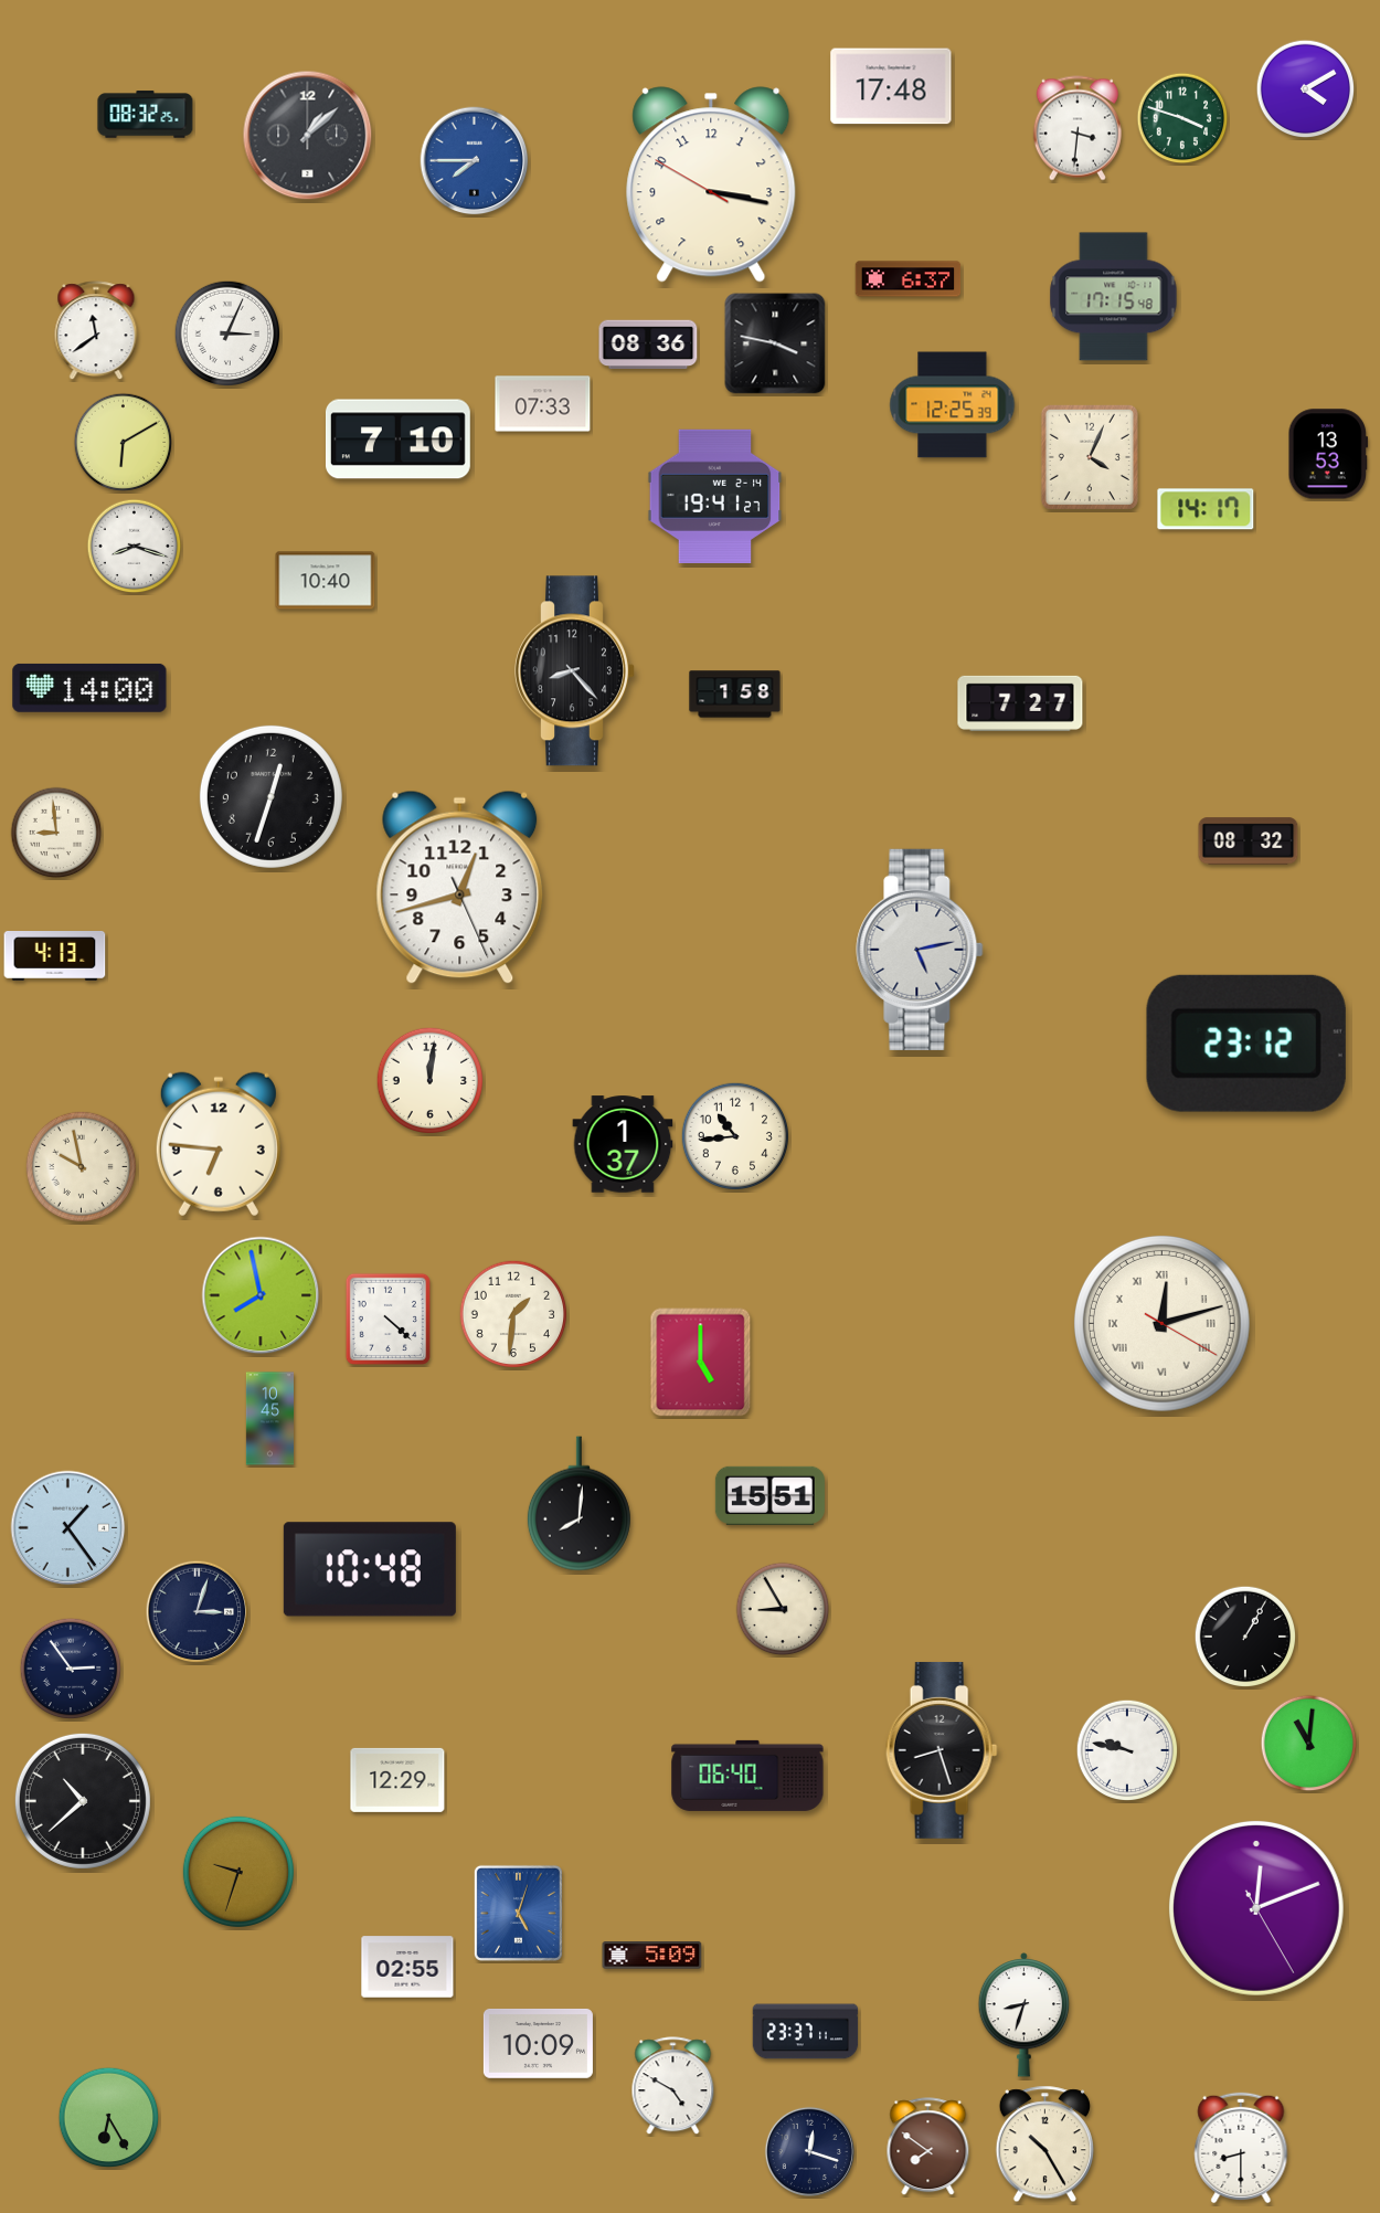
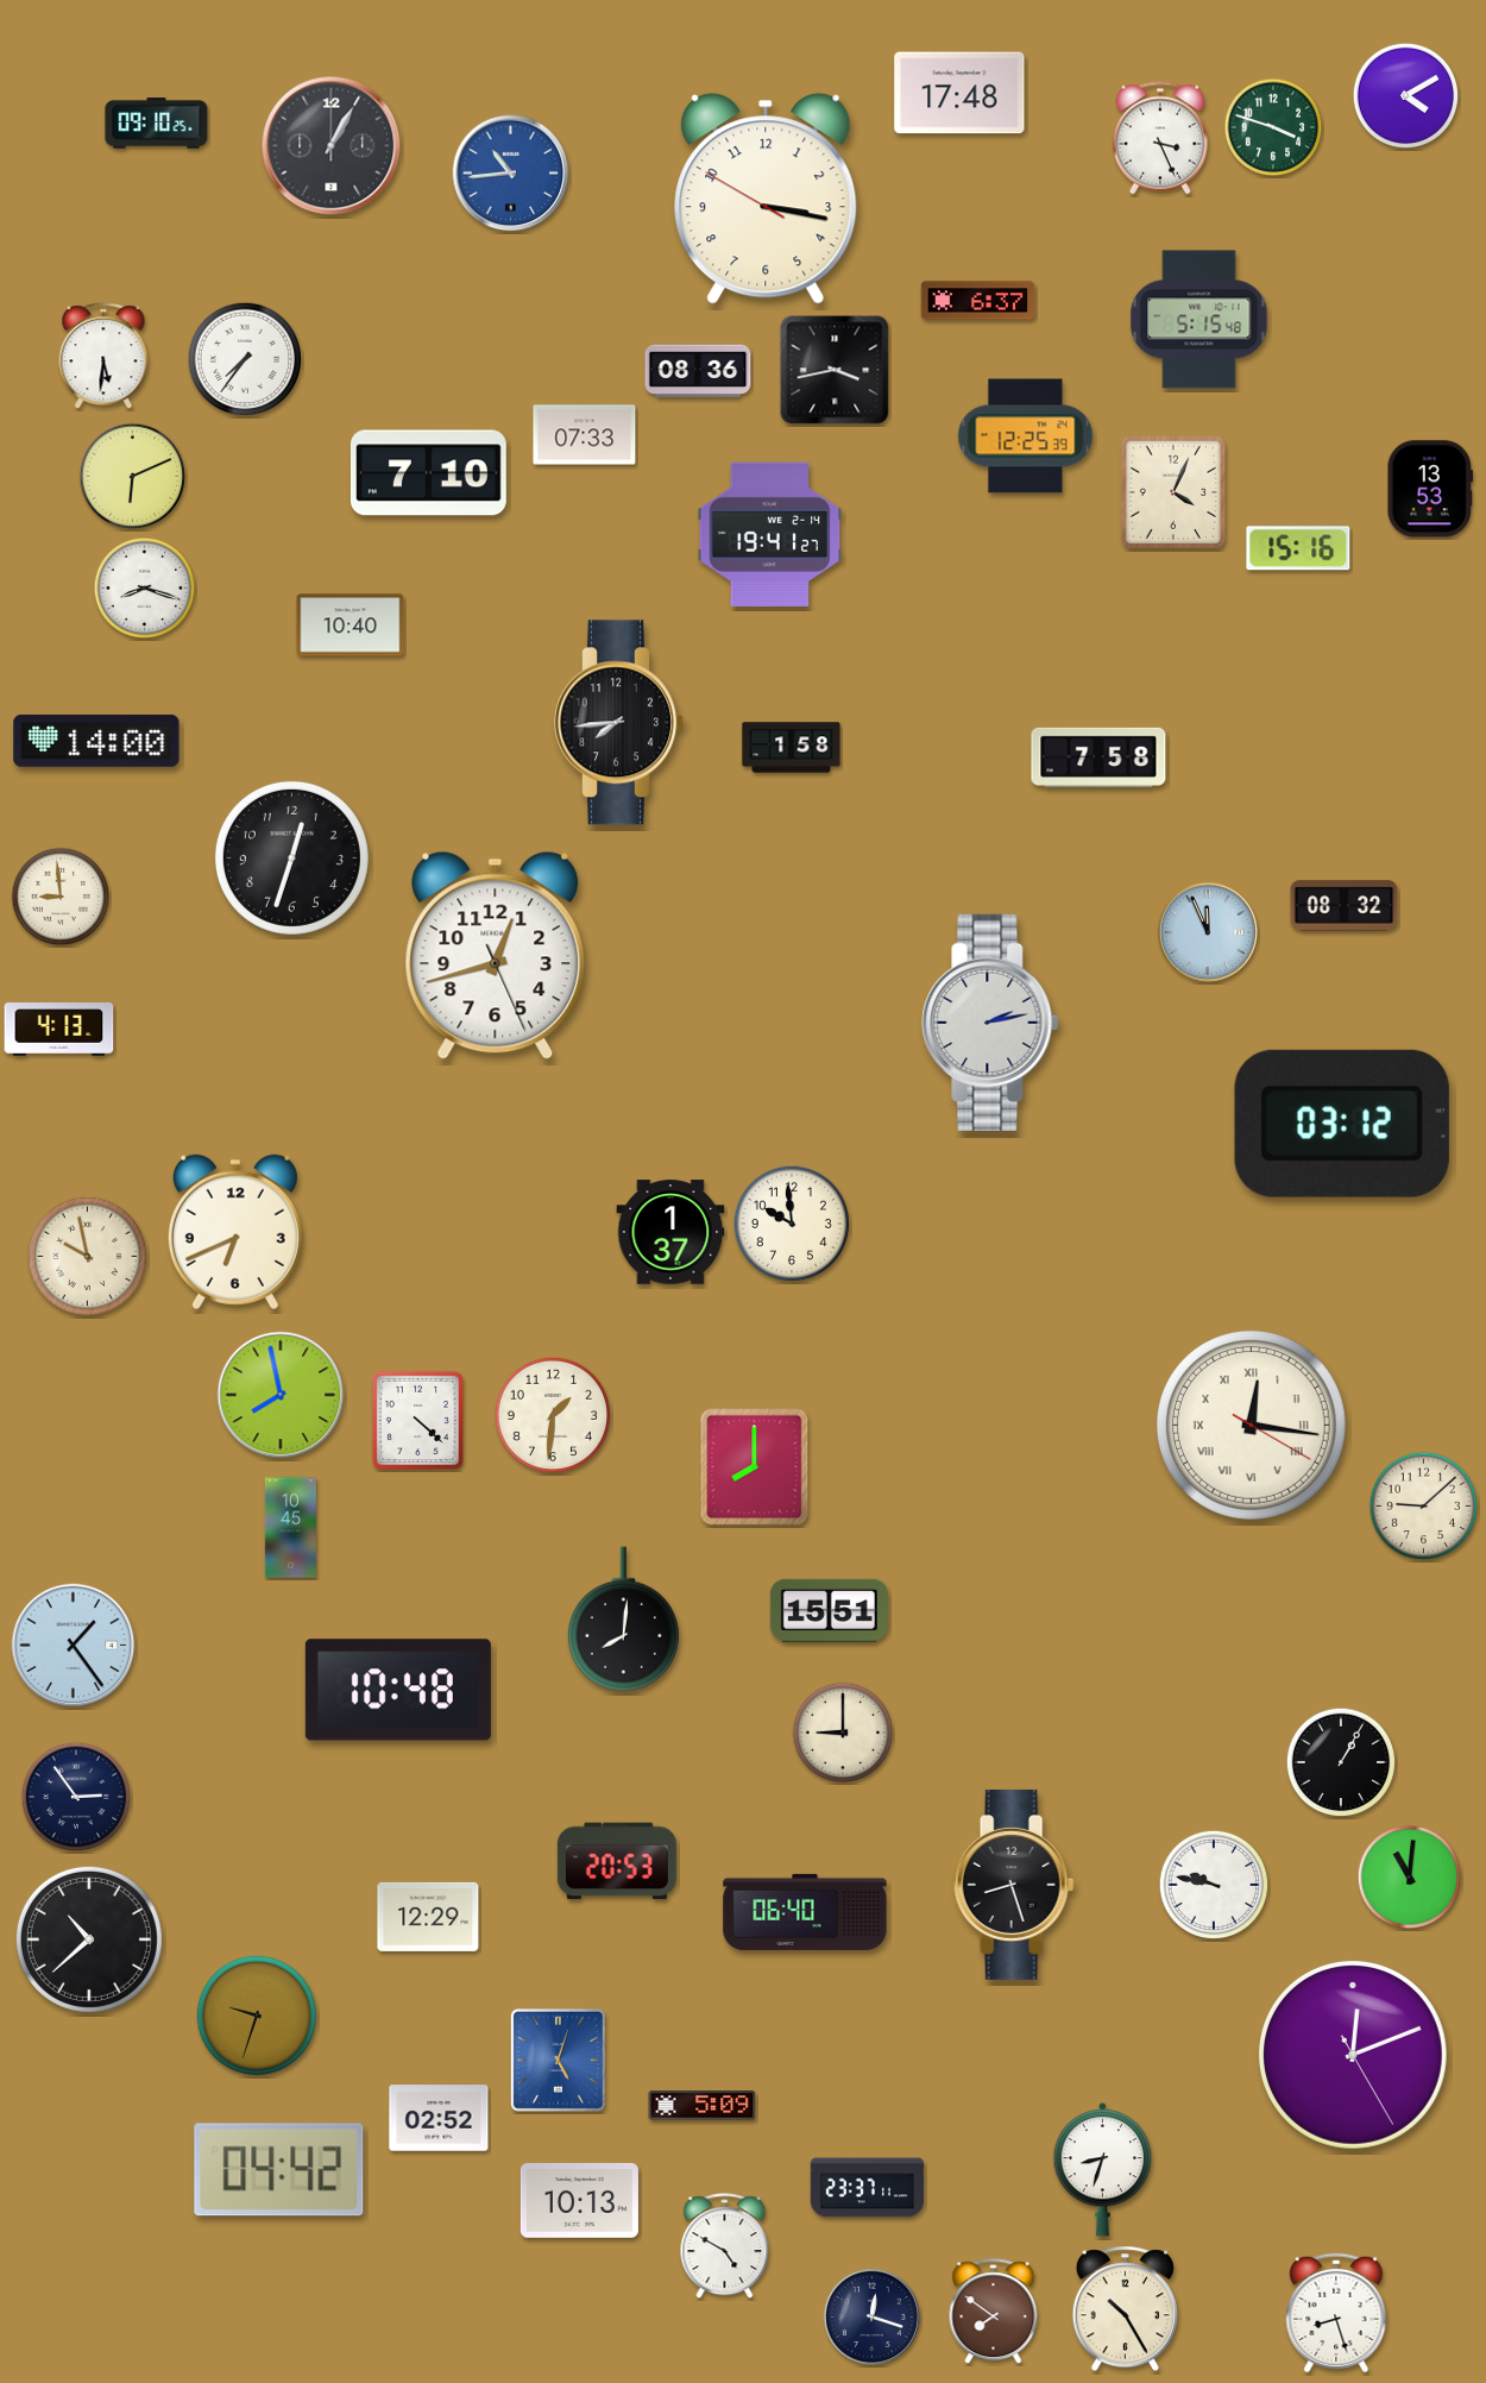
clock at (146, 115): 08:32 -> 09:10
clock at (1078, 128): 3:31 -> 3:26
clock at (308, 136): 1:08 -> 1:05
clock at (475, 161): 7:45 -> 10:44
clock at (1114, 297): 17:15 -> 5:15
clock at (96, 331): 11:39 -> 5:31
clock at (227, 333): 3:04 -> 7:36
clock at (775, 343): 3:47 -> 3:43
clock at (124, 443): 6:10 -> 6:11
clock at (1206, 509): 14:17 -> 15:16
clock at (575, 671): 8:23 -> 7:44
clock at (1020, 703): 7:27 -> 7:58
clock at (1207, 931): none -> 11:56
clock at (920, 950): 5:13 -> 2:13
clock at (1246, 1044): 23:12 -> 03:12
clock at (429, 1080): 12:01 -> none
clock at (734, 1135): 10:44 -> 9:59
clock at (219, 1144): 6:46 -> 6:41
clock at (1161, 1323): 12:12 -> 12:16
clock at (701, 1363): 5:00 -> 8:00
clock at (1424, 1507): none -> 9:08
clock at (783, 1609): 8:55 -> 9:00
clock at (198, 1612): 3:03 -> none
clock at (617, 1861): none -> 20:53
clock at (407, 1967): 02:55 -> 02:52
clock at (279, 2170): none -> 04:42
clock at (538, 2043): 10:09 -> 10:13
clock at (109, 2118): 6:25 -> none
clock at (928, 2147) position: (928, 2147) -> (994, 2312)
clock at (1241, 2148): 8:30 -> 8:27
